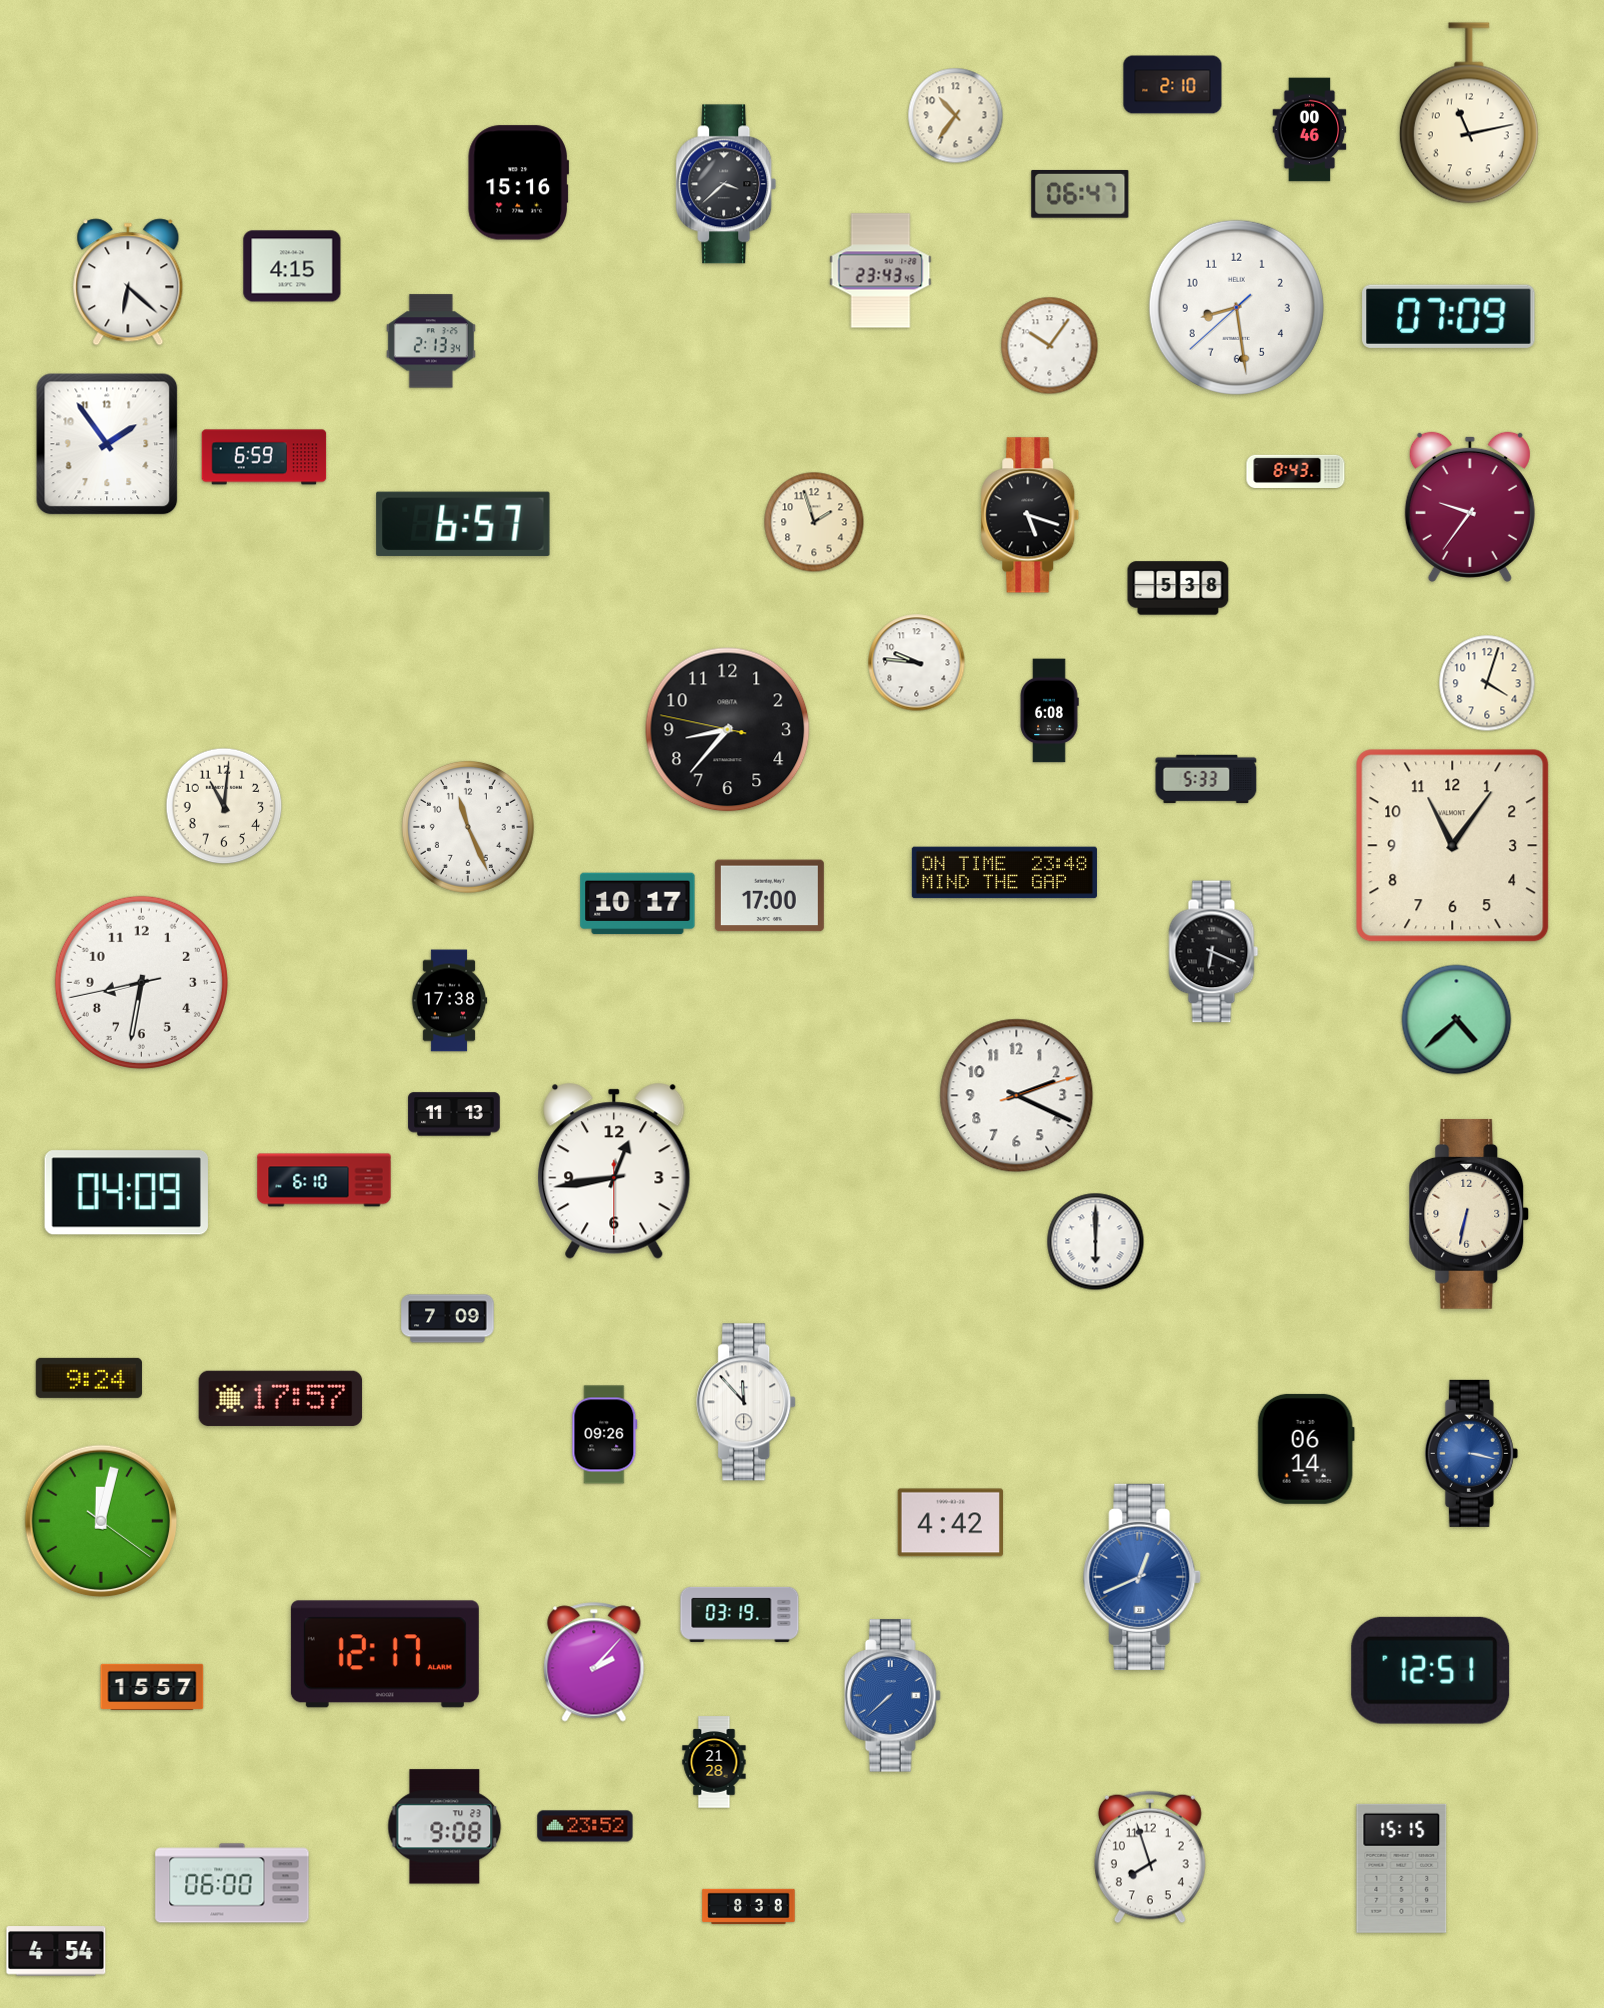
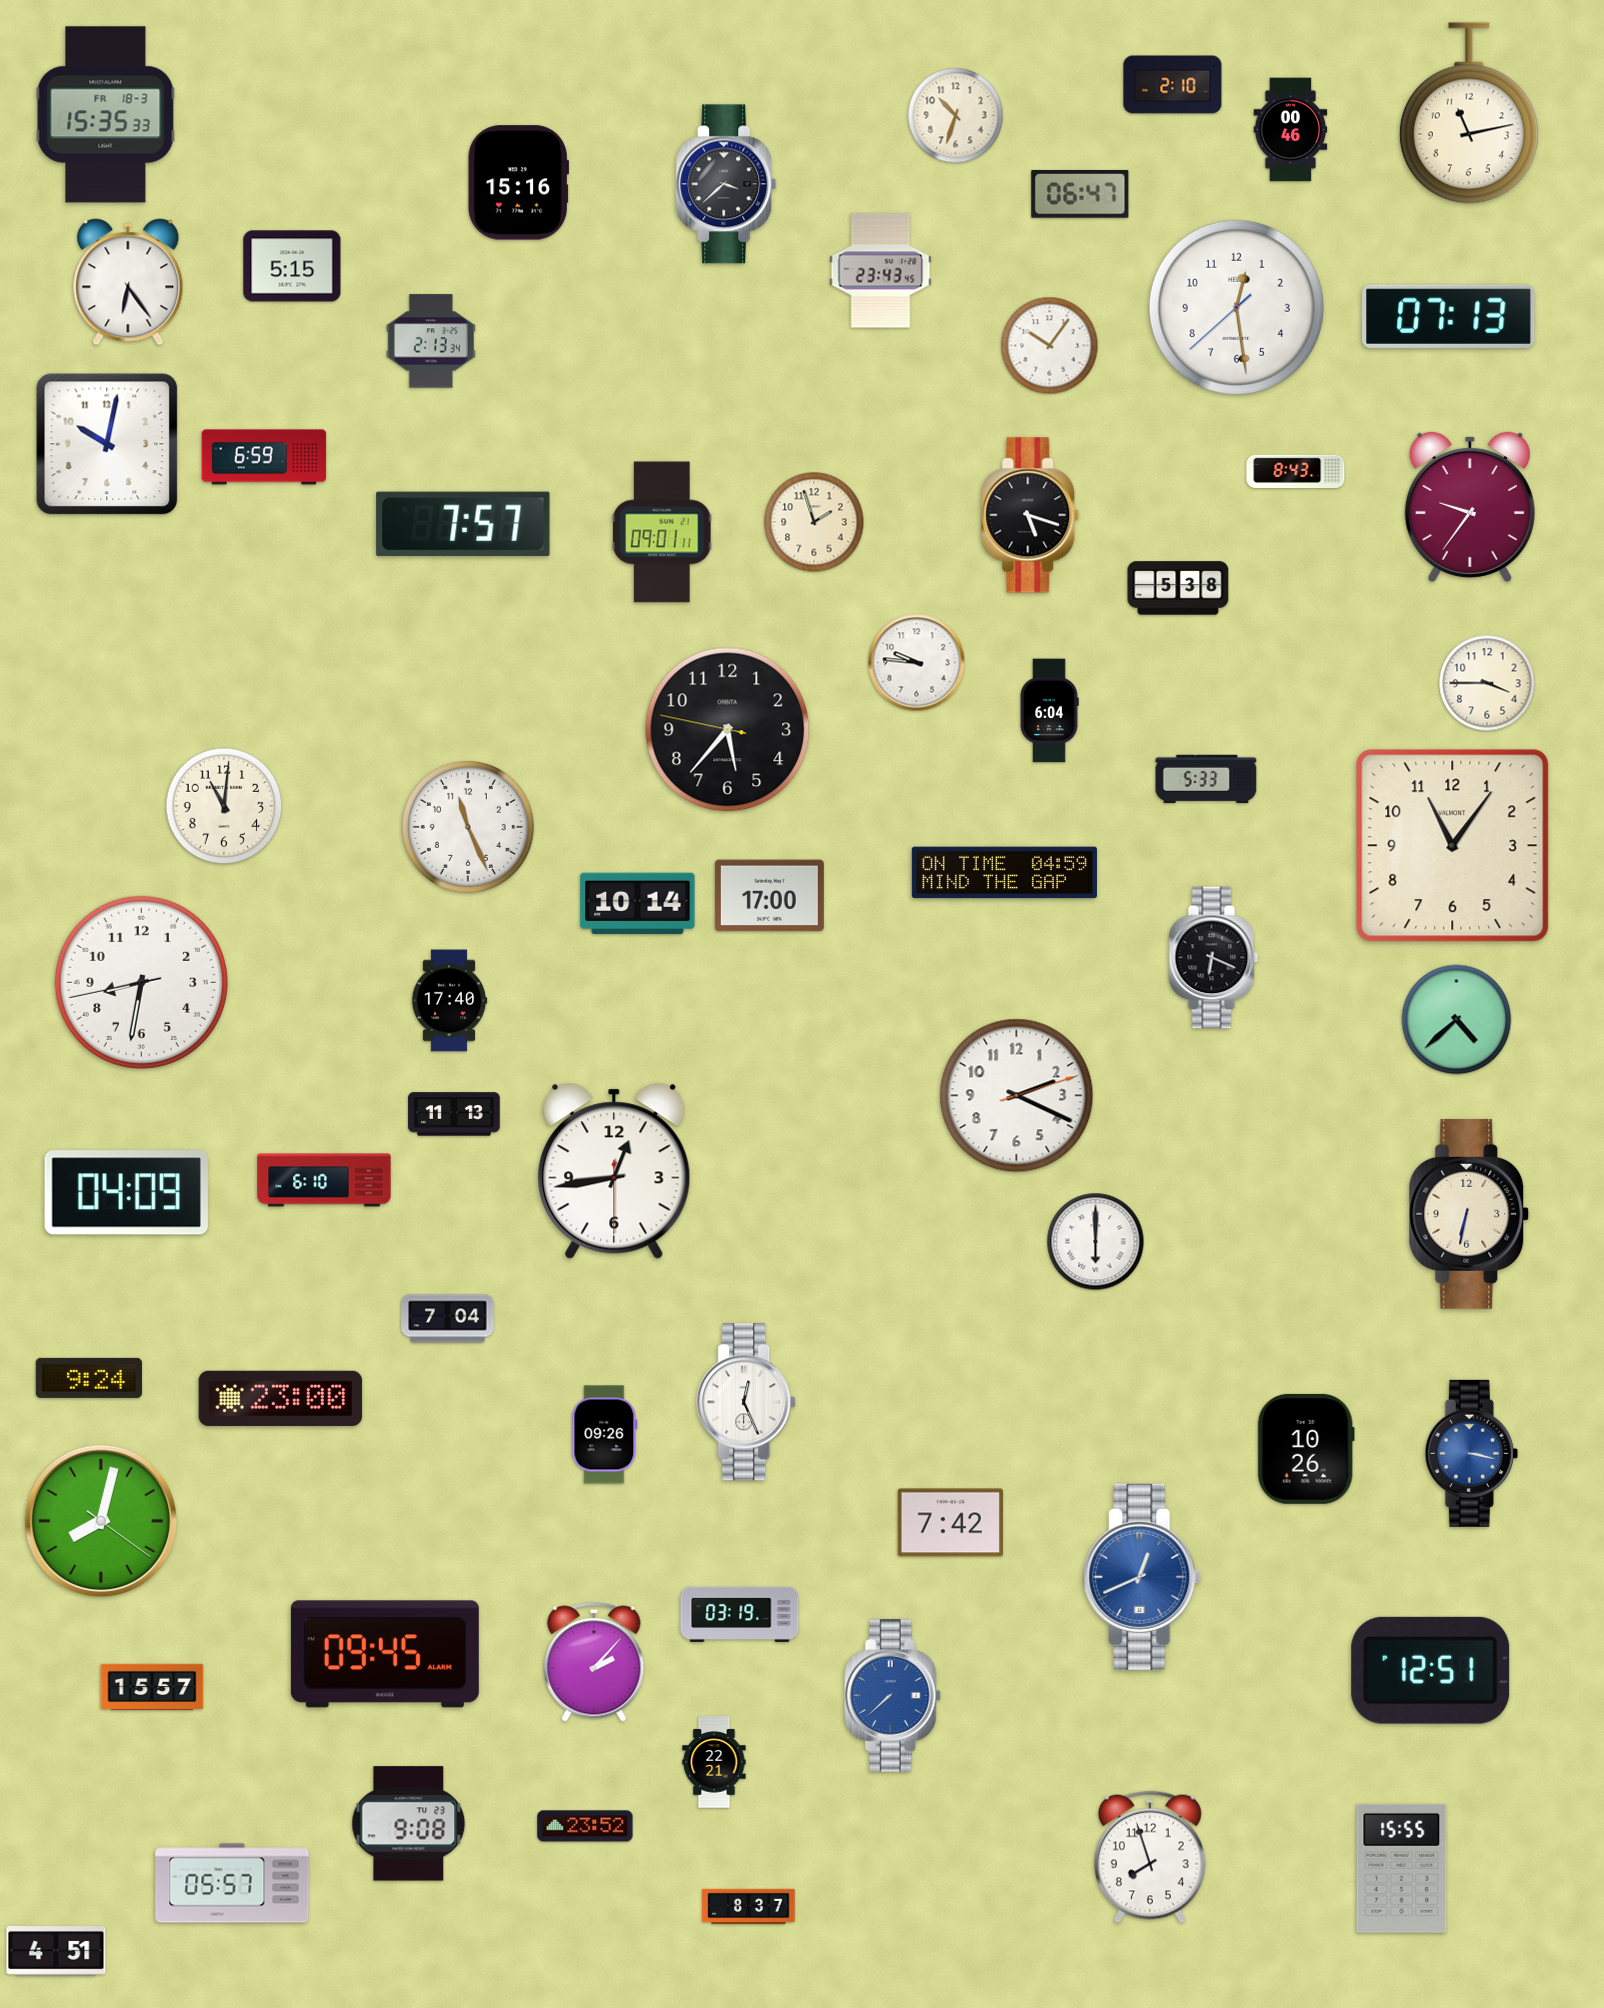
clock at (106, 115): none -> 15:35
clock at (956, 116): 10:36 -> 10:33
clock at (1310, 130) position: (1310, 130) -> (1291, 130)
clock at (292, 266): 4:15 -> 5:15
clock at (128, 282): 6:22 -> 6:24
clock at (1236, 307): 8:28 -> 12:28
clock at (1449, 316): 07:09 -> 07:13
clock at (107, 444): 1:54 -> 10:02
clock at (463, 524): 6:57 -> 7:57
clock at (662, 532): none -> 09:01
clock at (1487, 683): 4:03 -> 3:45
clock at (1049, 711): 6:08 -> 6:04
clock at (728, 730): 8:36 -> 5:36
clock at (1004, 873): 23:48 -> 04:59
clock at (638, 904): 10:17 -> 10:14
clock at (1214, 952) position: (1214, 952) -> (1214, 958)
clock at (449, 1001): 17:38 -> 17:40
clock at (448, 1319): 7:09 -> 7:04
clock at (281, 1398): 17:57 -> 23:00
clock at (747, 1402): 11:53 -> 12:26
clock at (1306, 1449): 06:14 -> 10:26
clock at (101, 1521): 12:02 -> 8:02
clock at (951, 1523): 4:42 -> 7:42
clock at (385, 1654): 12:17 -> 09:45
clock at (714, 1762): 21:28 -> 22:21
clock at (445, 1827) position: (445, 1827) -> (409, 1824)
clock at (1402, 1868): 15:15 -> 15:55
clock at (232, 1883): 06:00 -> 05:57
clock at (749, 1907): 8:38 -> 8:37
clock at (56, 1951): 4:54 -> 4:51
